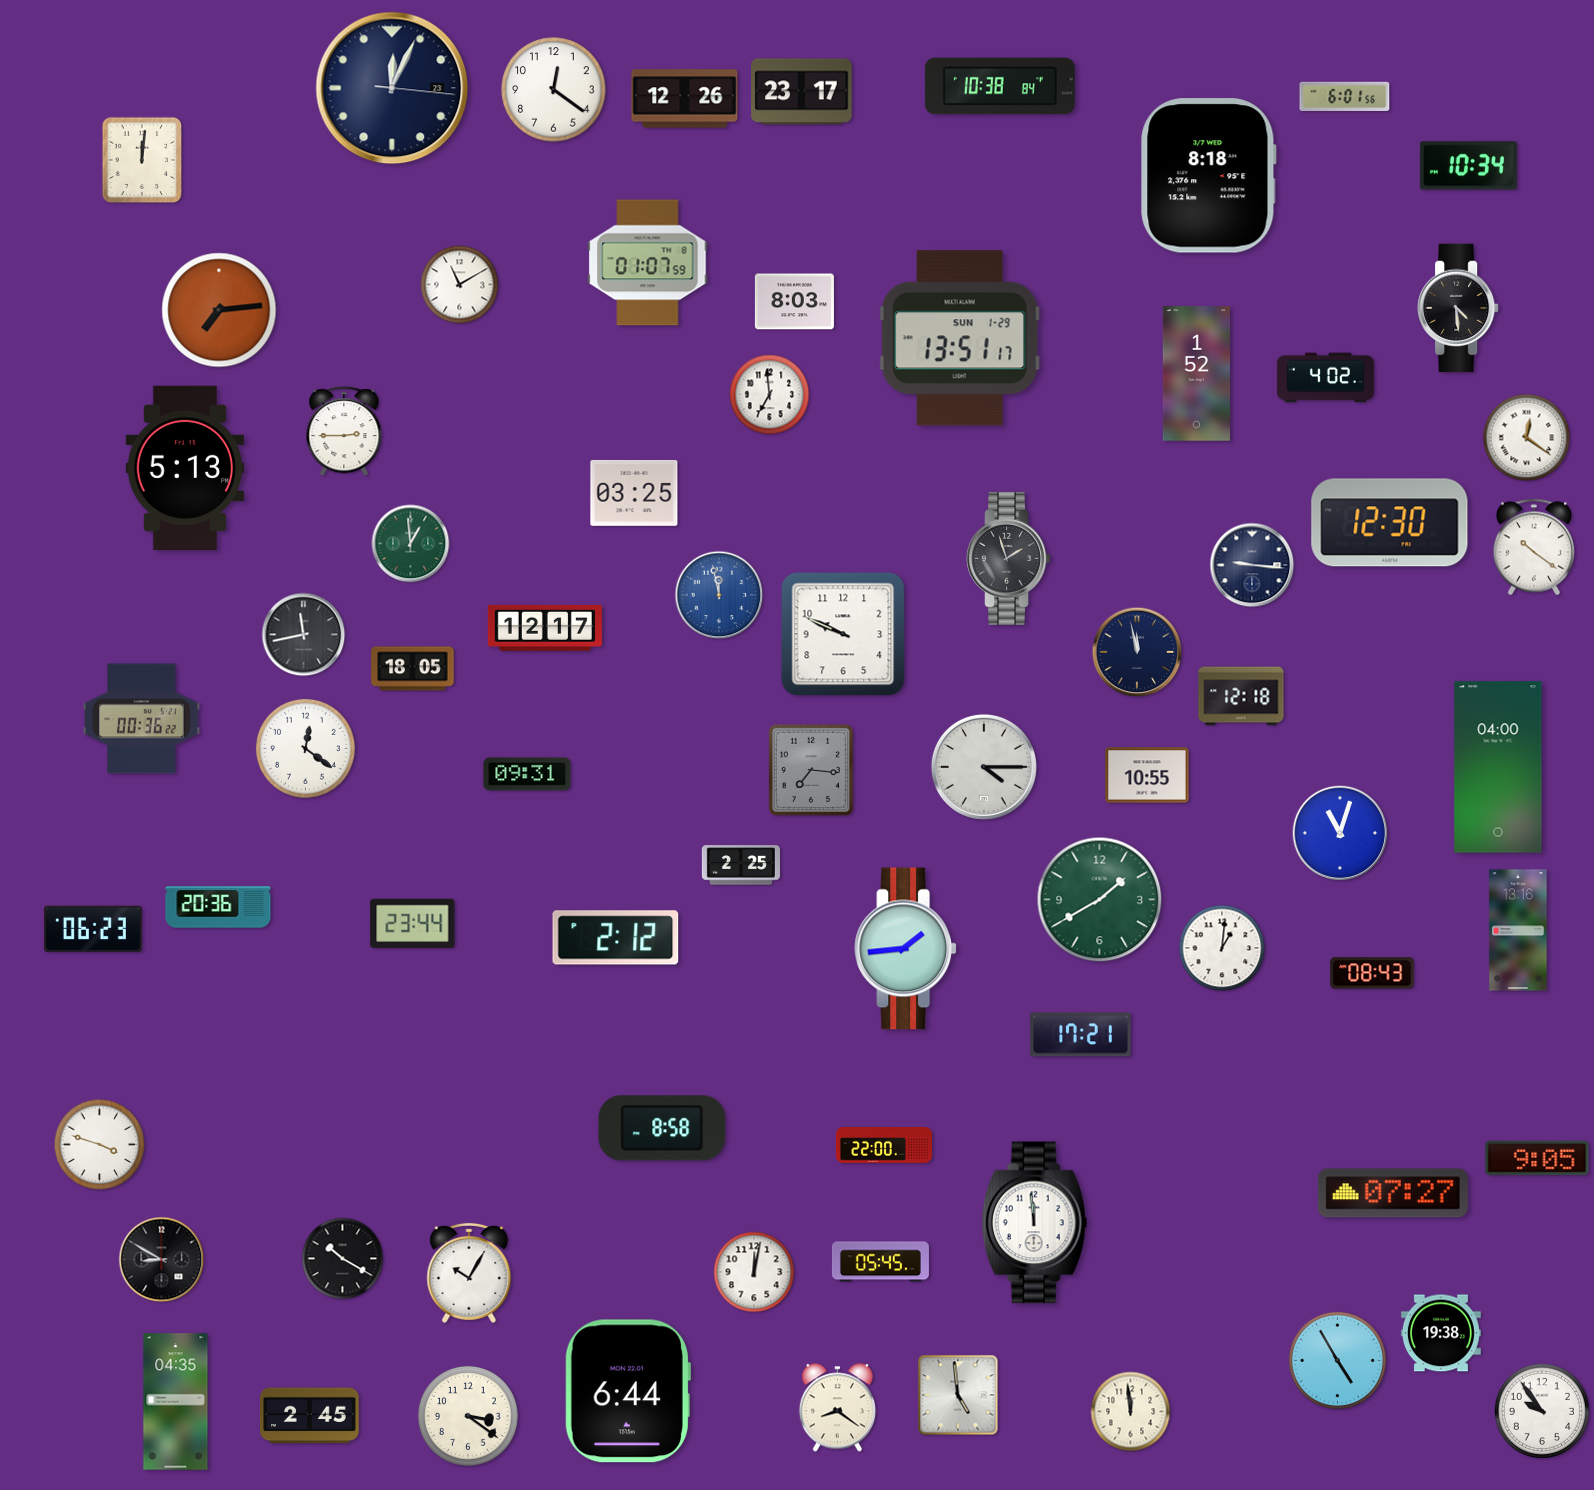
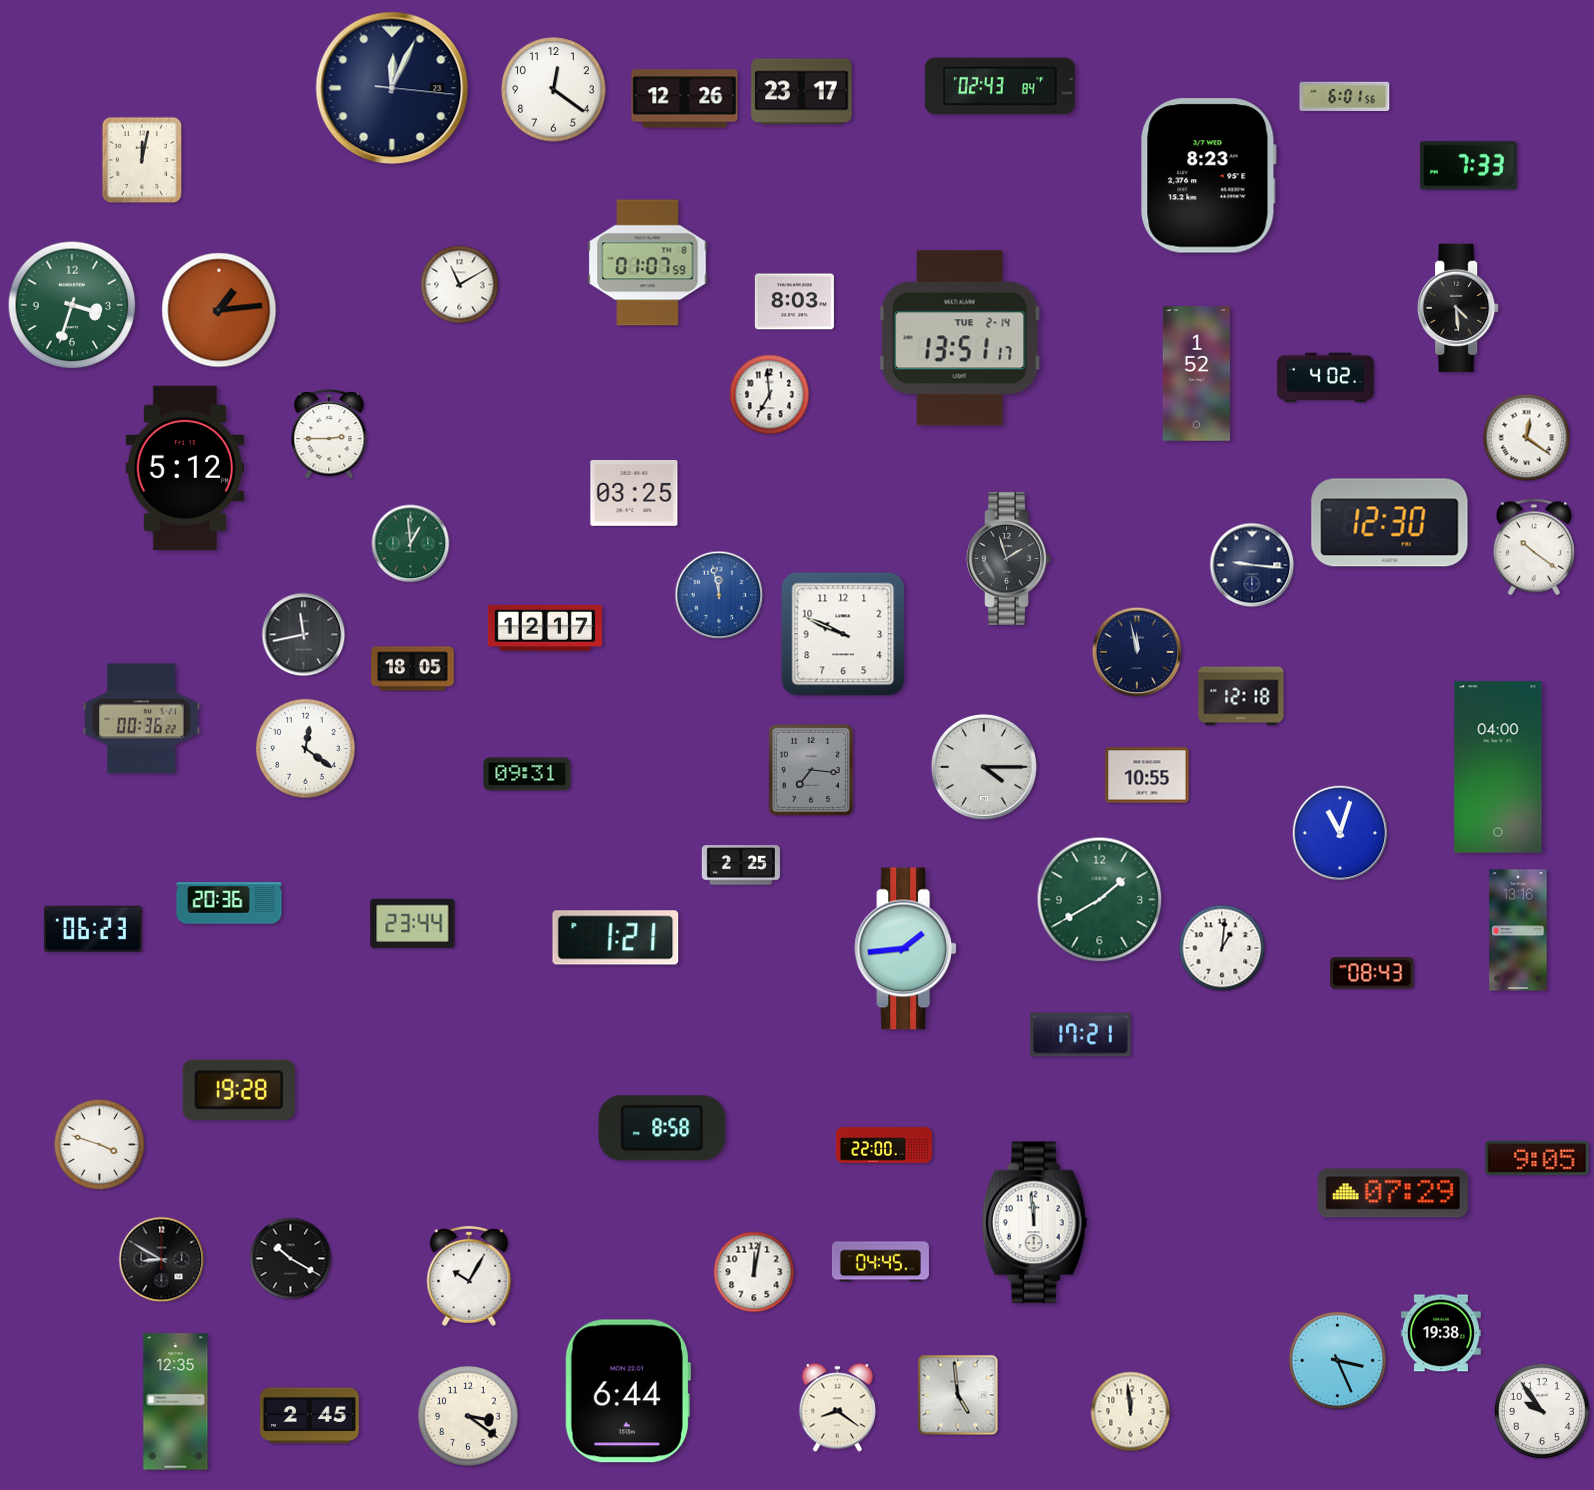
clock at (1000, 86): 10:38 -> 02:43
clock at (142, 160): 12:01 -> 12:02
clock at (1468, 166): 10:34 -> 7:33
clock at (1209, 176): 8:18 -> 8:23
clock at (72, 305): none -> 3:33
clock at (219, 310): 7:14 -> 1:14
clock at (960, 338) date: SUN 1-29 -> TUE 2-14
clock at (344, 432) position: (344, 432) -> (329, 435)
clock at (185, 468): 5:13 -> 5:12
clock at (218, 907) position: (218, 907) -> (229, 903)
clock at (616, 938): 2:12 -> 1:21
clock at (239, 1090): none -> 19:28
clock at (1393, 1193): 07:27 -> 07:29
clock at (343, 1259) position: (343, 1259) -> (291, 1259)
clock at (880, 1262): 05:45 -> 04:45
clock at (469, 1273) position: (469, 1273) -> (469, 1276)
clock at (1337, 1360): 4:55 -> 3:26
clock at (176, 1402): 04:35 -> 12:35
